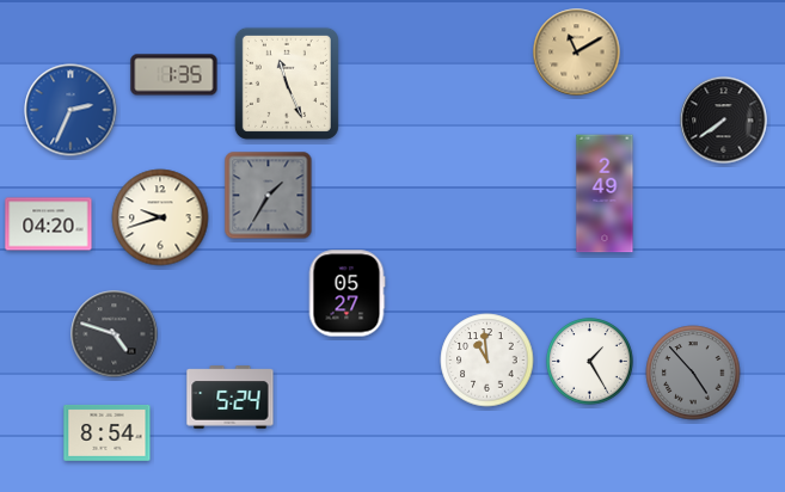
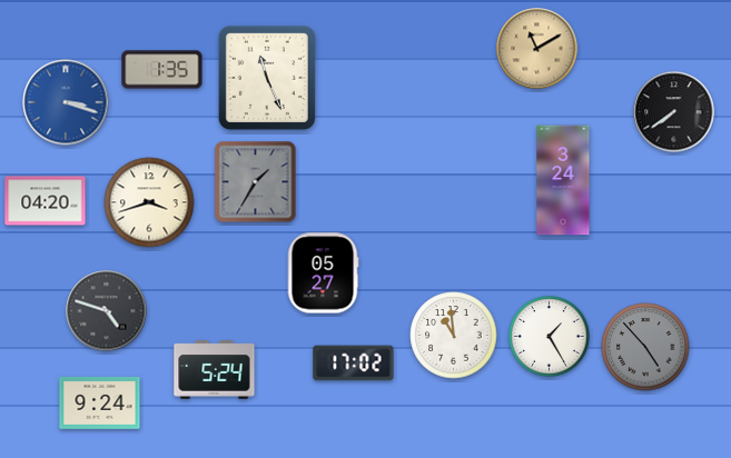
clock at (70, 110): 2:34 -> 3:18
clock at (605, 193): 2:49 -> 3:24
clock at (269, 196) position: (269, 196) -> (256, 182)
clock at (160, 217): 9:42 -> 3:42
clock at (49, 225) position: (49, 225) -> (46, 201)
clock at (354, 364): none -> 17:02
clock at (108, 432): 8:54 -> 9:24
